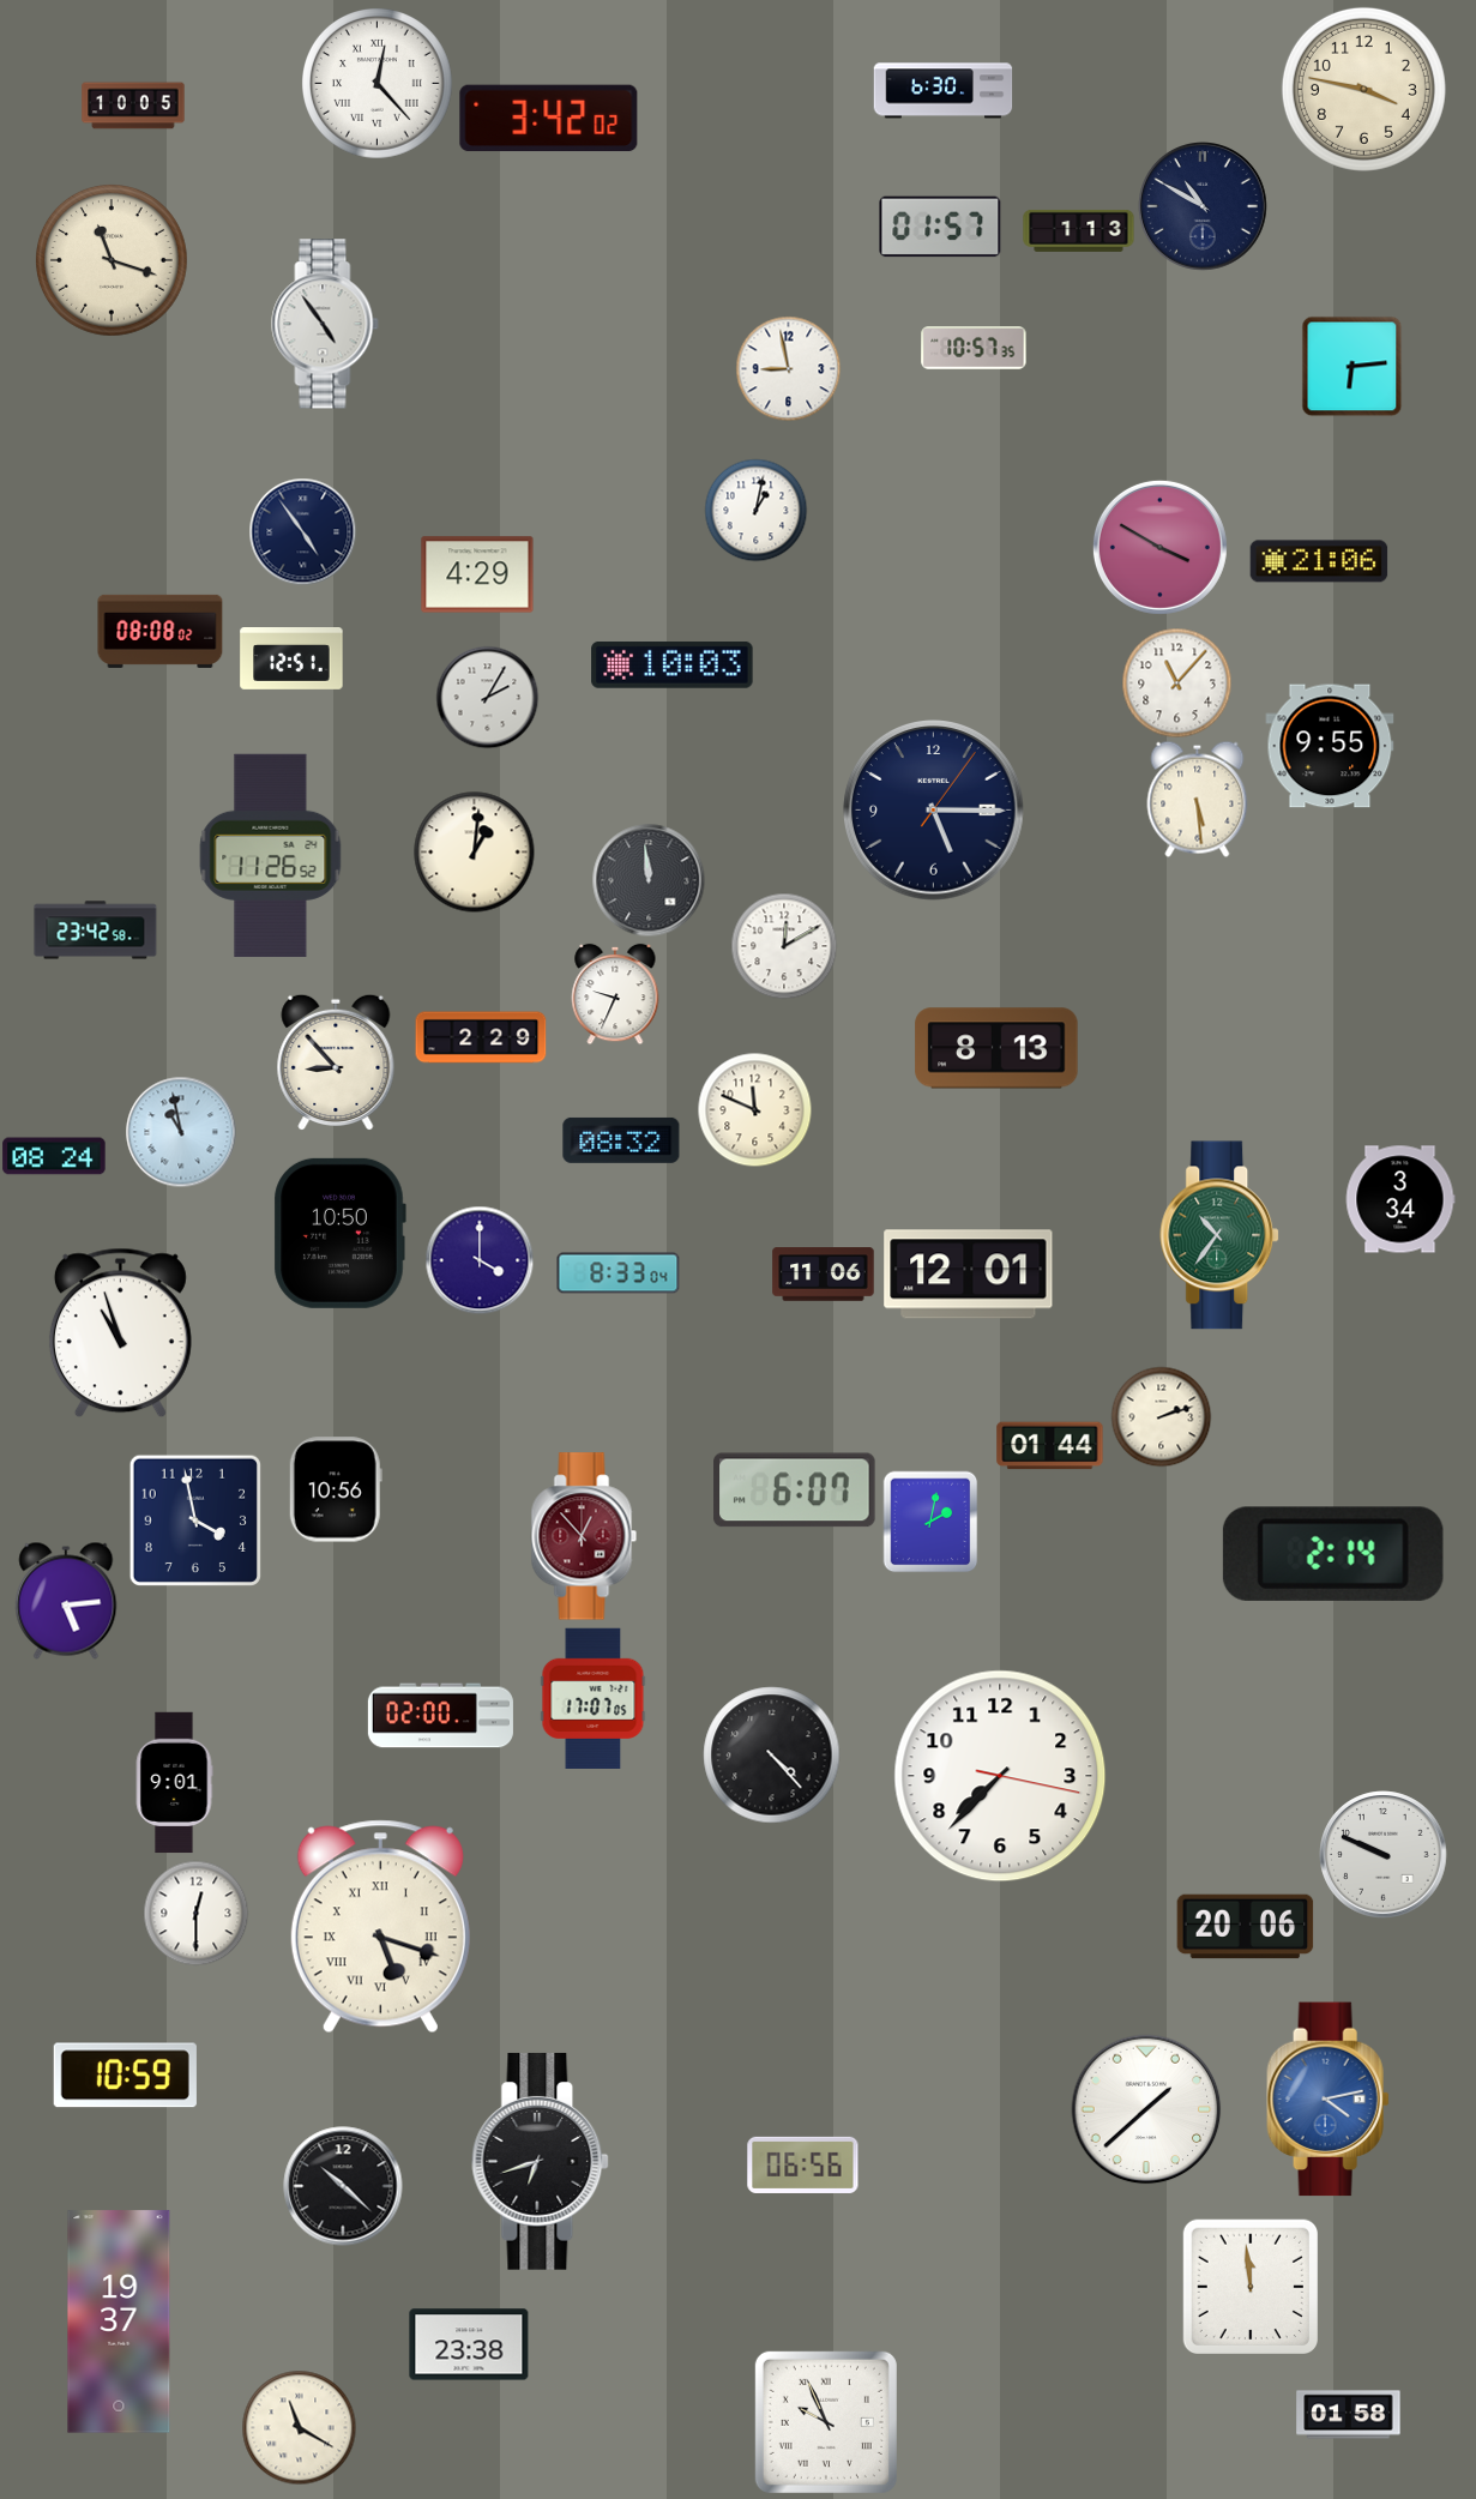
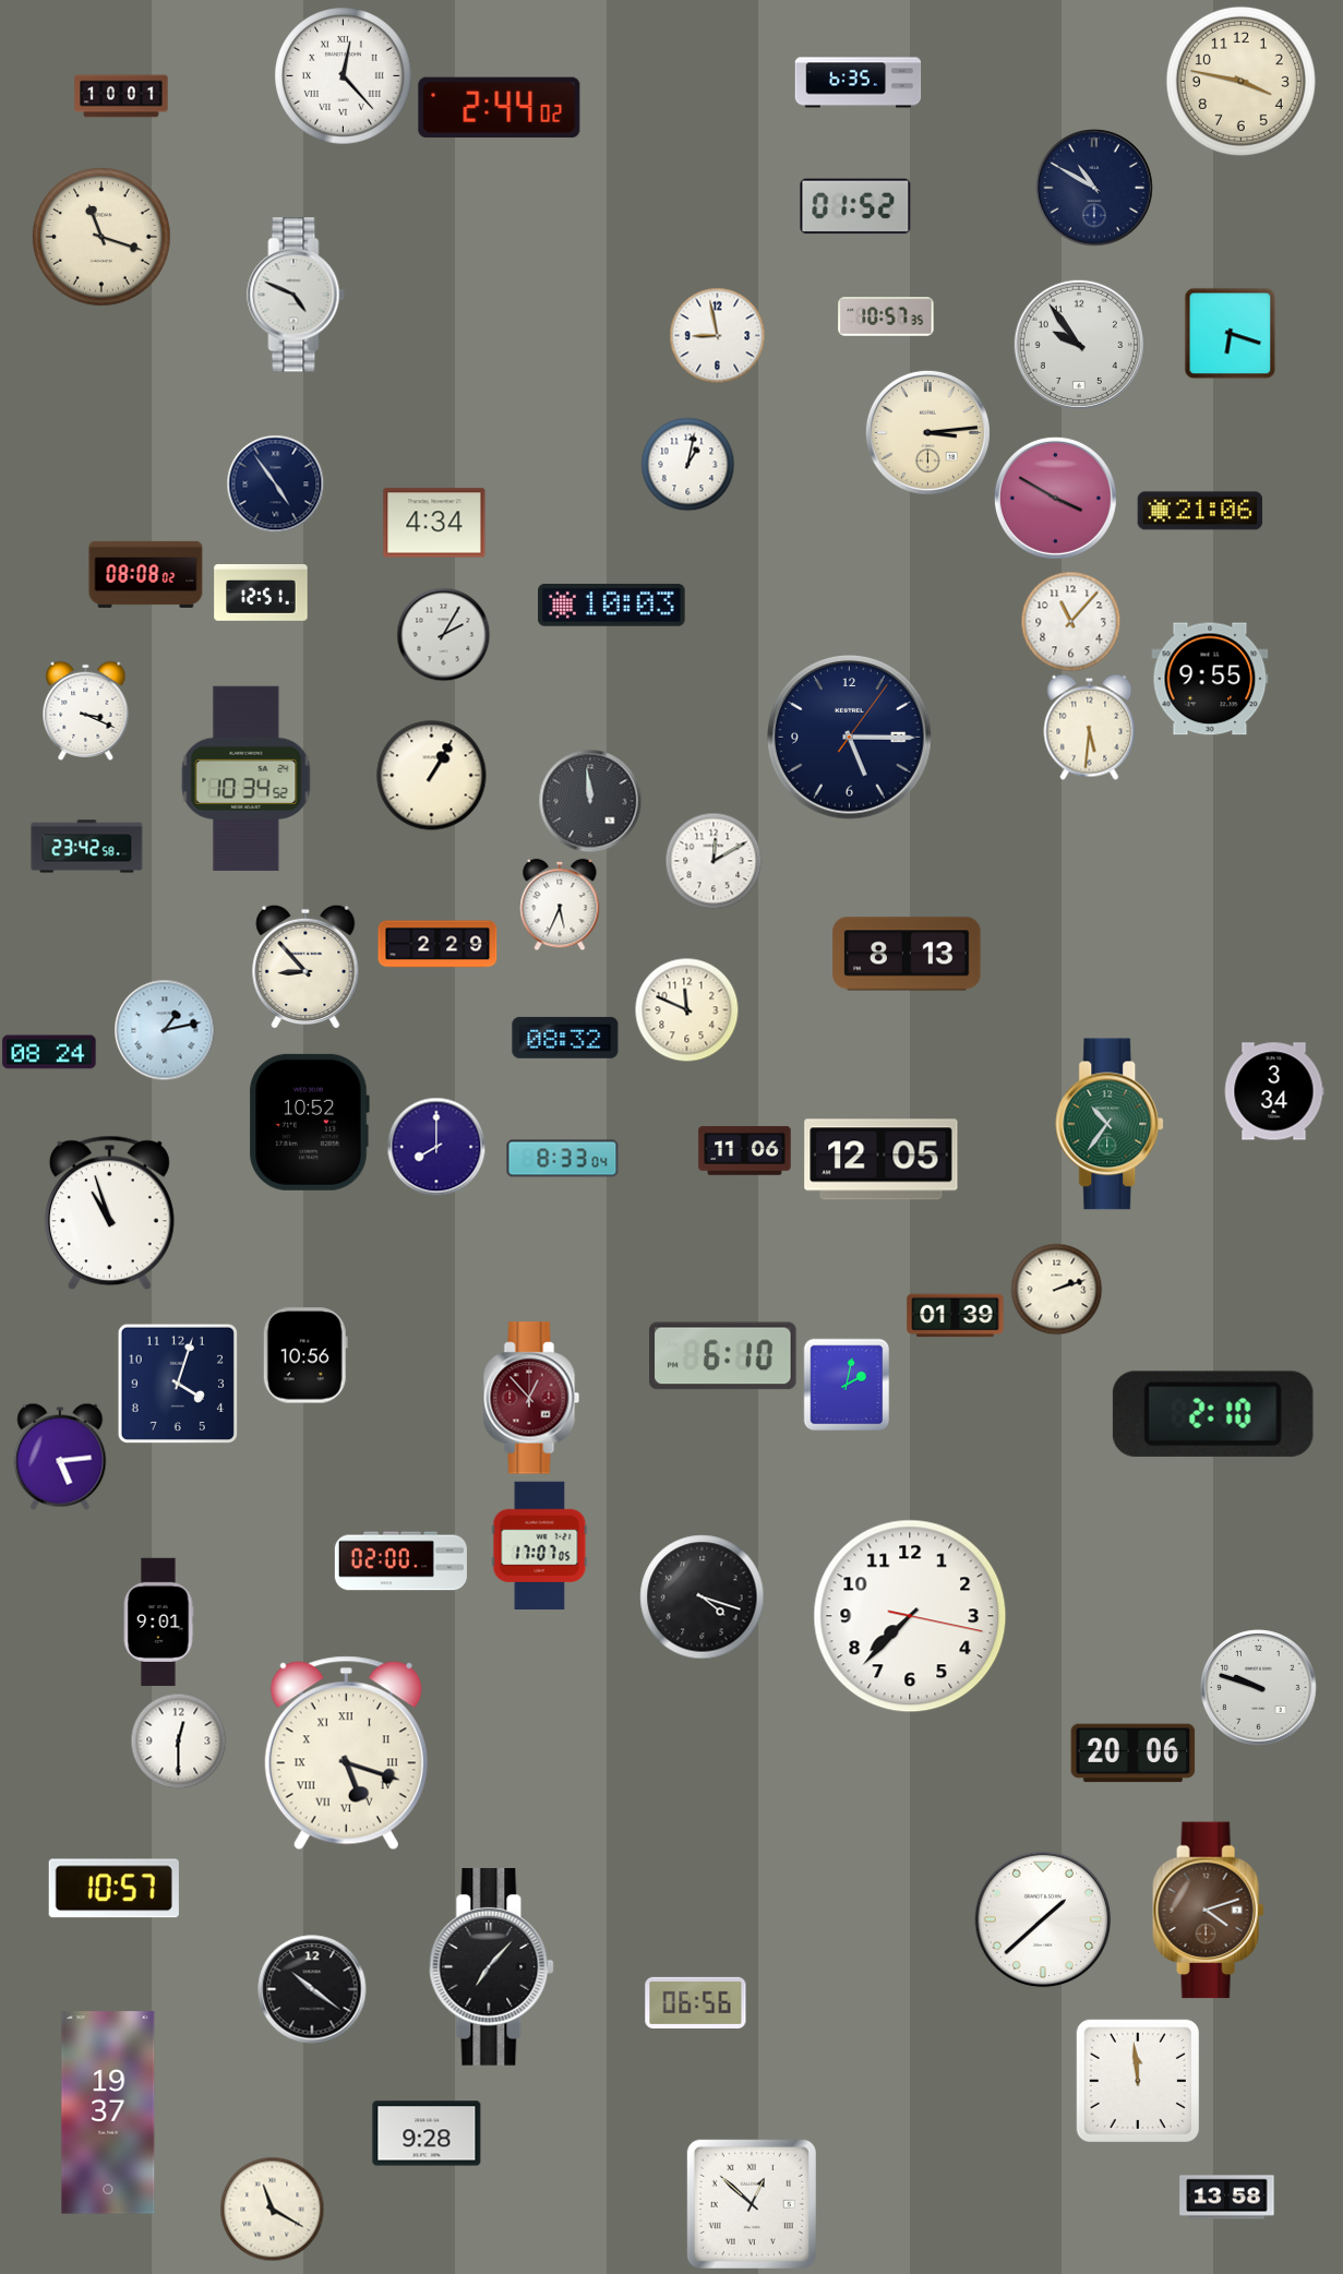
clock at (944, 91): 6:30 -> 6:35
clock at (133, 106): 10:05 -> 10:01
clock at (549, 119): 3:42 -> 2:44
clock at (940, 227): 01:57 -> 01:52
clock at (1079, 230): 1:13 -> none
clock at (325, 324): 4:54 -> 4:49
clock at (1351, 366): 6:14 -> 6:18
clock at (1078, 344): none -> 9:54
clock at (927, 432): none -> 3:14
clock at (477, 574): 4:29 -> 4:34
clock at (291, 658) position: (291, 658) -> (261, 593)
clock at (86, 710): none -> 3:19
clock at (1198, 799): 5:29 -> 5:31
clock at (475, 853): 1:01 -> 1:05
clock at (271, 855): 11:26 -> 10:34
clock at (615, 994): 9:34 -> 5:34
clock at (181, 1132): 10:58 -> 1:13
clock at (339, 1233): 10:50 -> 10:52
clock at (480, 1260): 4:00 -> 8:00
clock at (824, 1275) position: (824, 1275) -> (745, 1151)
clock at (969, 1275): 12:01 -> 12:05
clock at (1050, 1446): 01:44 -> 01:39
clock at (795, 1491): 6:07 -> 6:10
clock at (194, 1519): 3:58 -> 4:03
clock at (1333, 1554): 2:14 -> 2:10
clock at (772, 1756): 4:23 -> 4:18
clock at (1384, 1855): 9:49 -> 9:48
clock at (125, 2076): 10:59 -> 10:57
clock at (1329, 2100): 4:13 -> 4:12
clock at (1329, 2100) dial: blue -> brown
clock at (541, 2161): 6:42 -> 7:07
clock at (803, 2164) position: (803, 2164) -> (696, 2002)
clock at (343, 2186): 10:22 -> 10:21
clock at (469, 2344): 23:38 -> 9:28
clock at (1349, 2415): 01:58 -> 13:58
clock at (826, 2422): 9:56 -> 12:52
